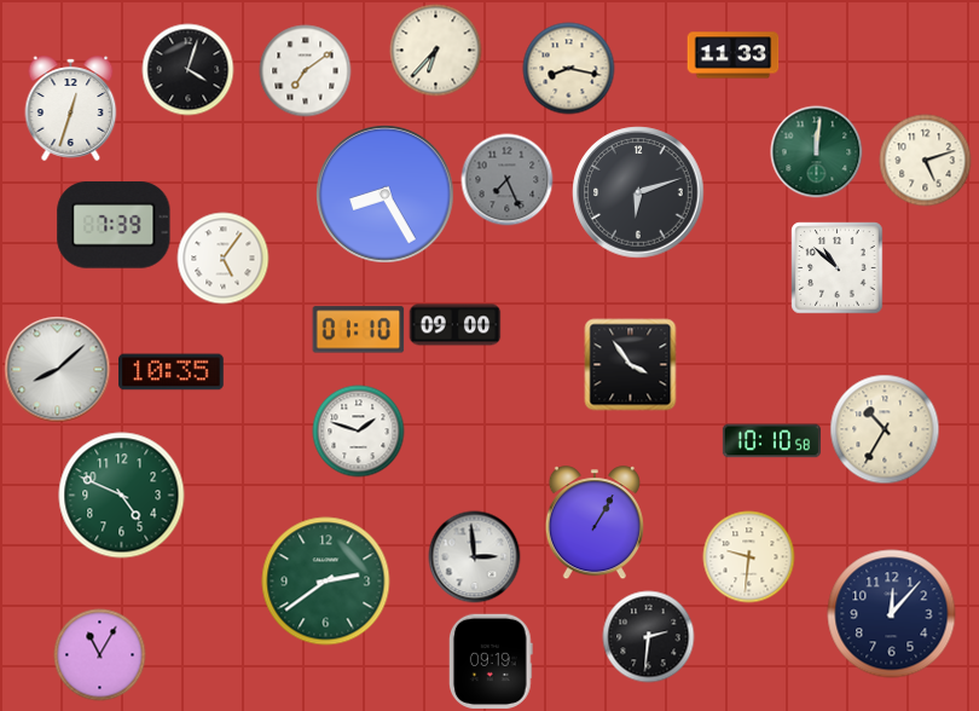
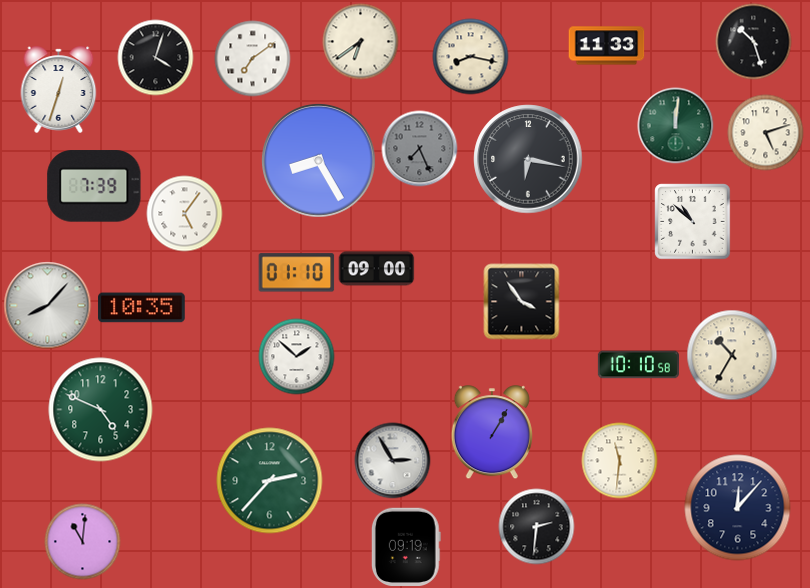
clock at (436, 51): 6:37 -> 6:39
clock at (754, 42): none -> 10:27
clock at (638, 192): 6:12 -> 6:17
clock at (58, 370): 8:08 -> 8:07
clock at (359, 432): 1:48 -> 1:52
clock at (475, 557): 2:59 -> 2:55
clock at (749, 557): 9:31 -> 11:31
clock at (326, 582): 2:39 -> 2:37
clock at (100, 655): 11:05 -> 11:01
